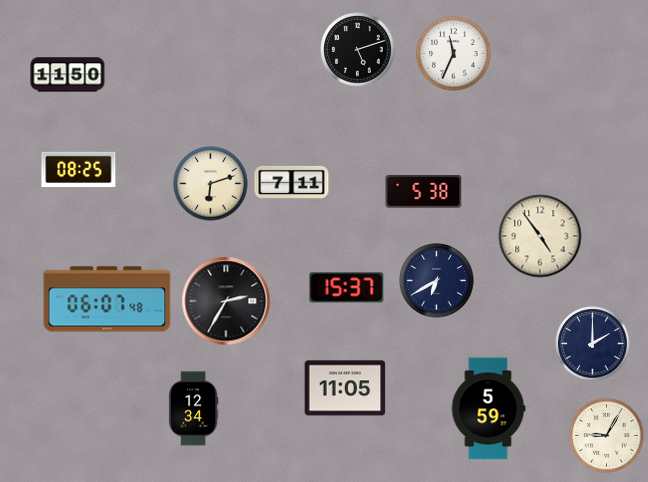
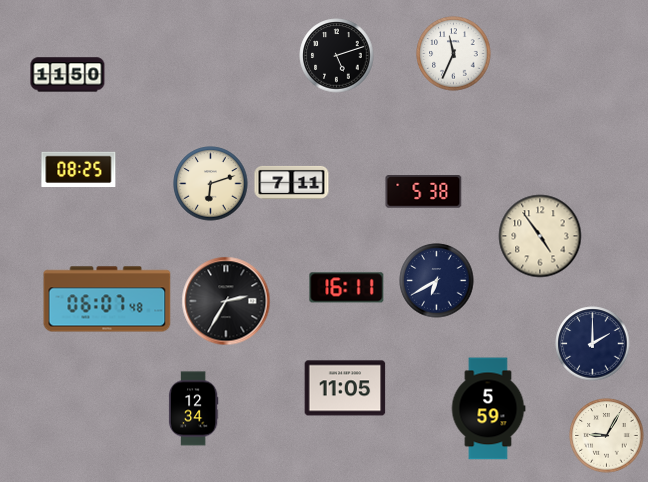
clock at (358, 50) position: (358, 50) -> (337, 56)
clock at (347, 288): 15:37 -> 16:11
